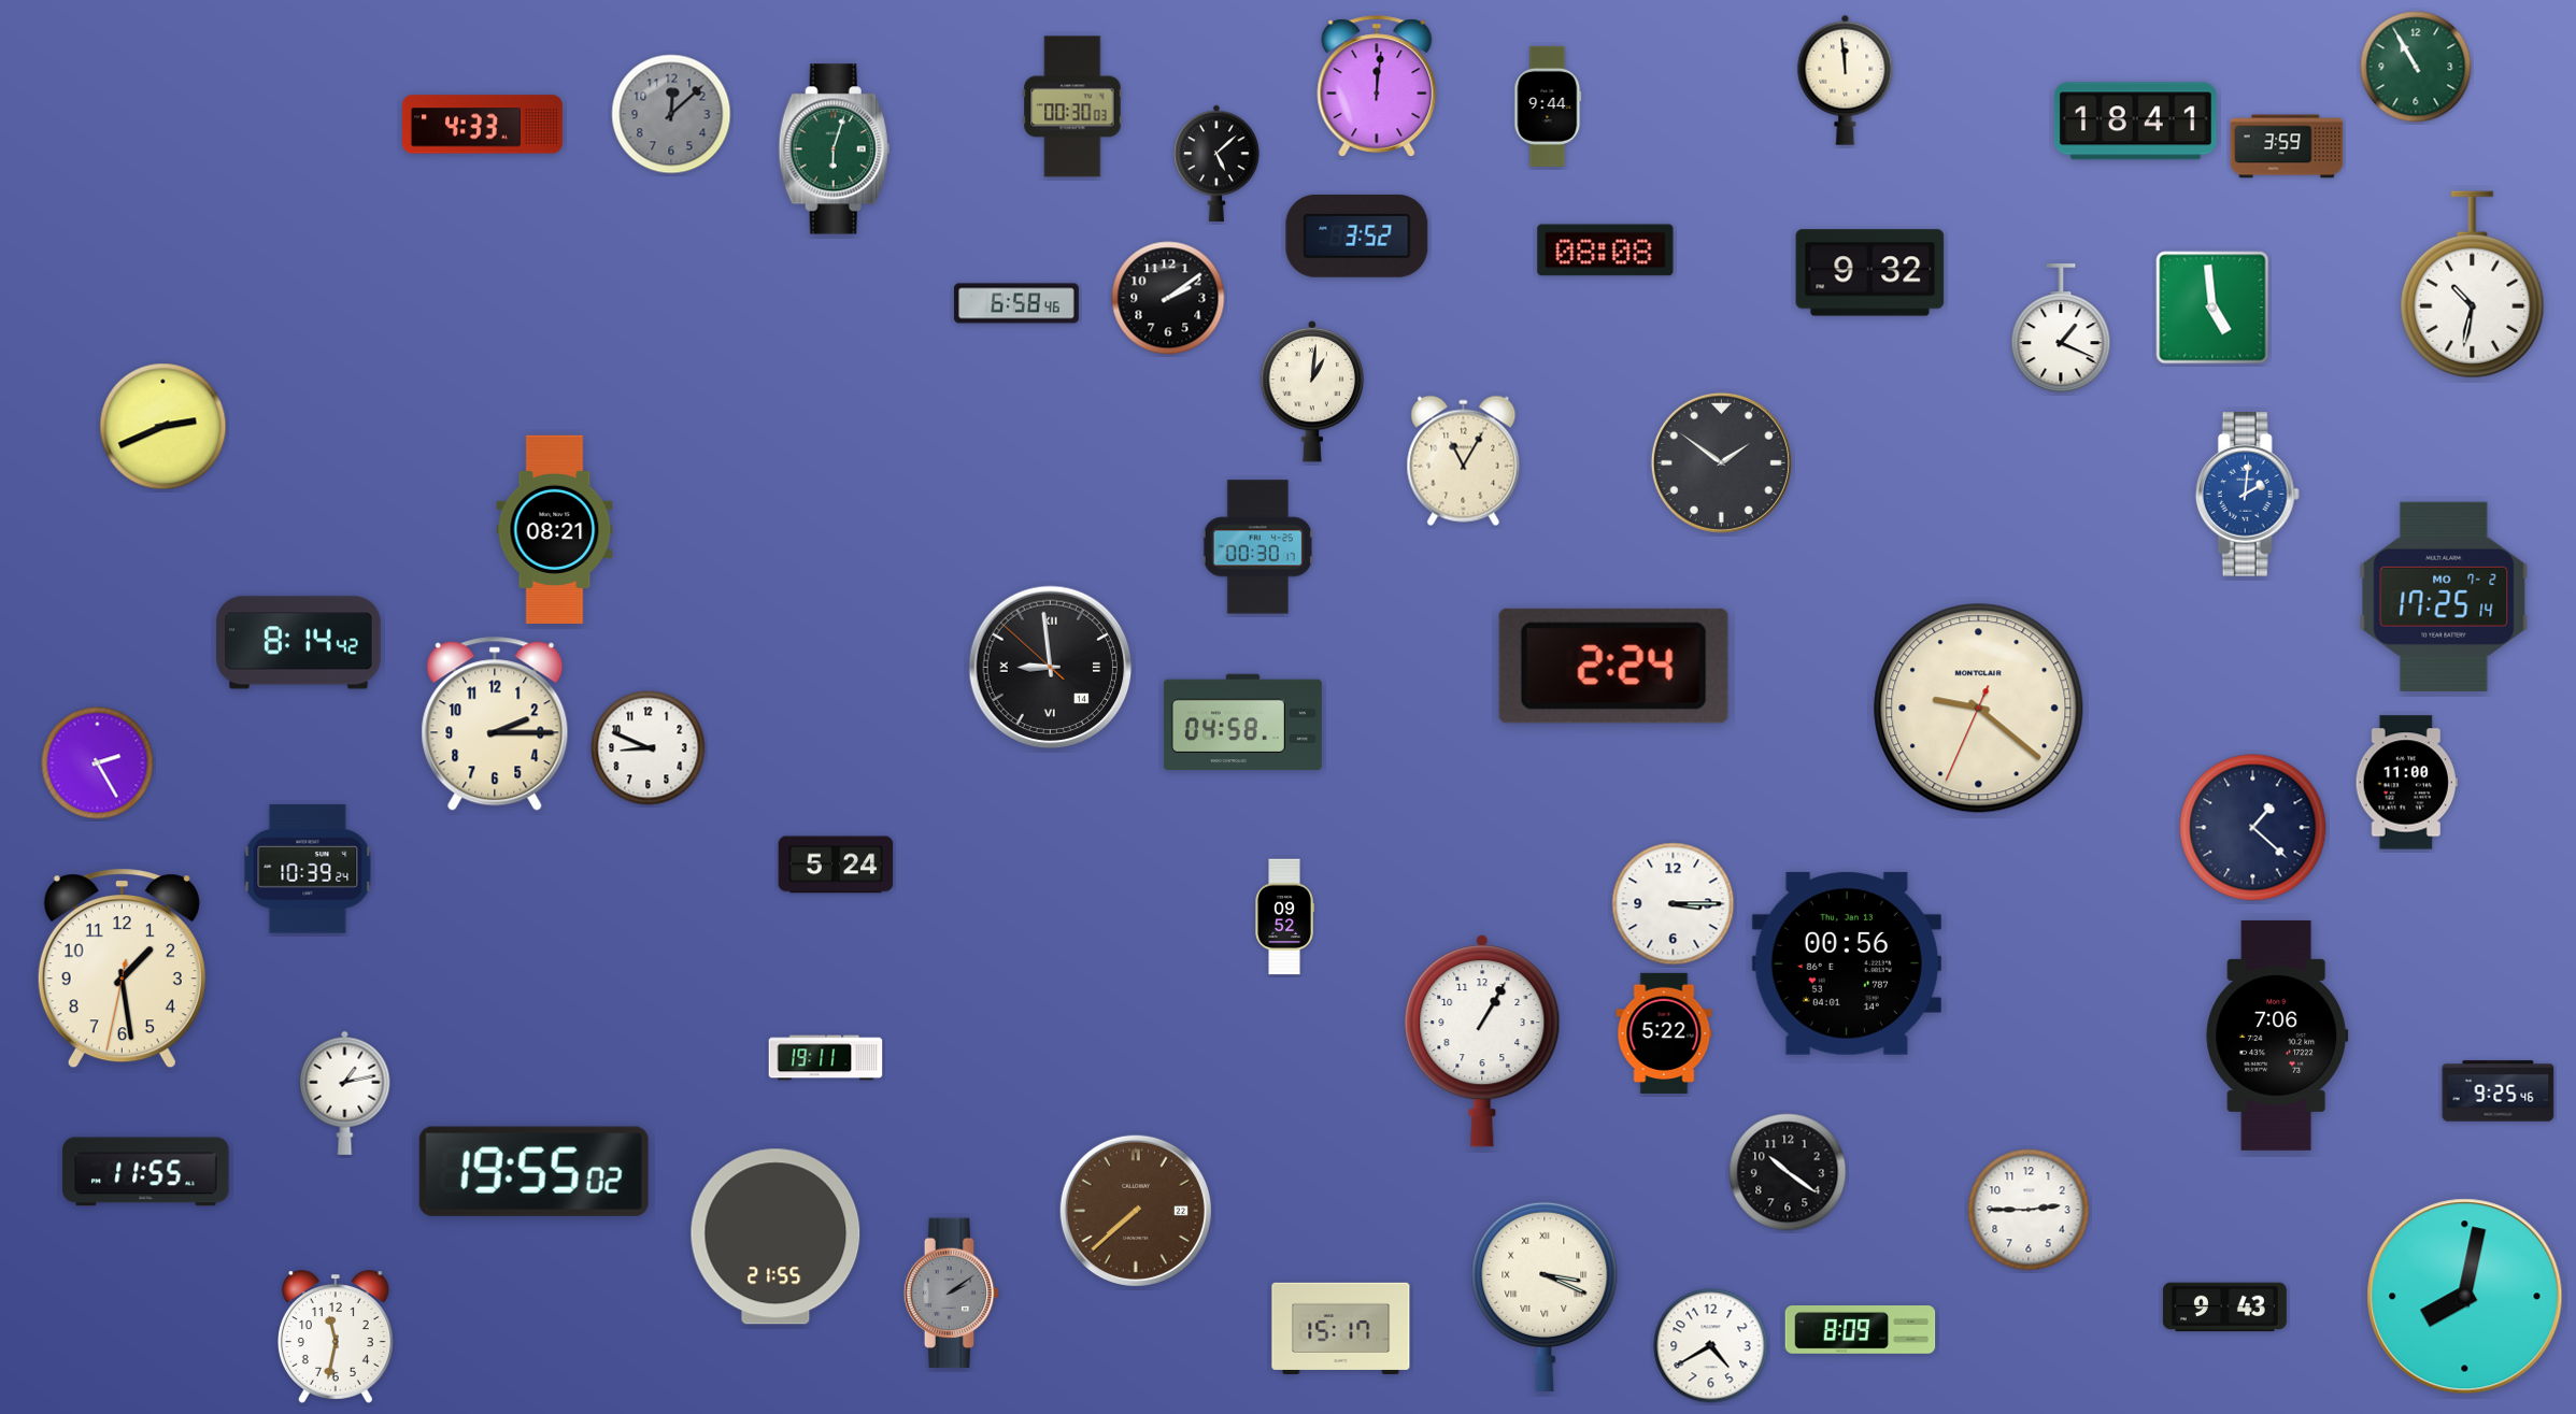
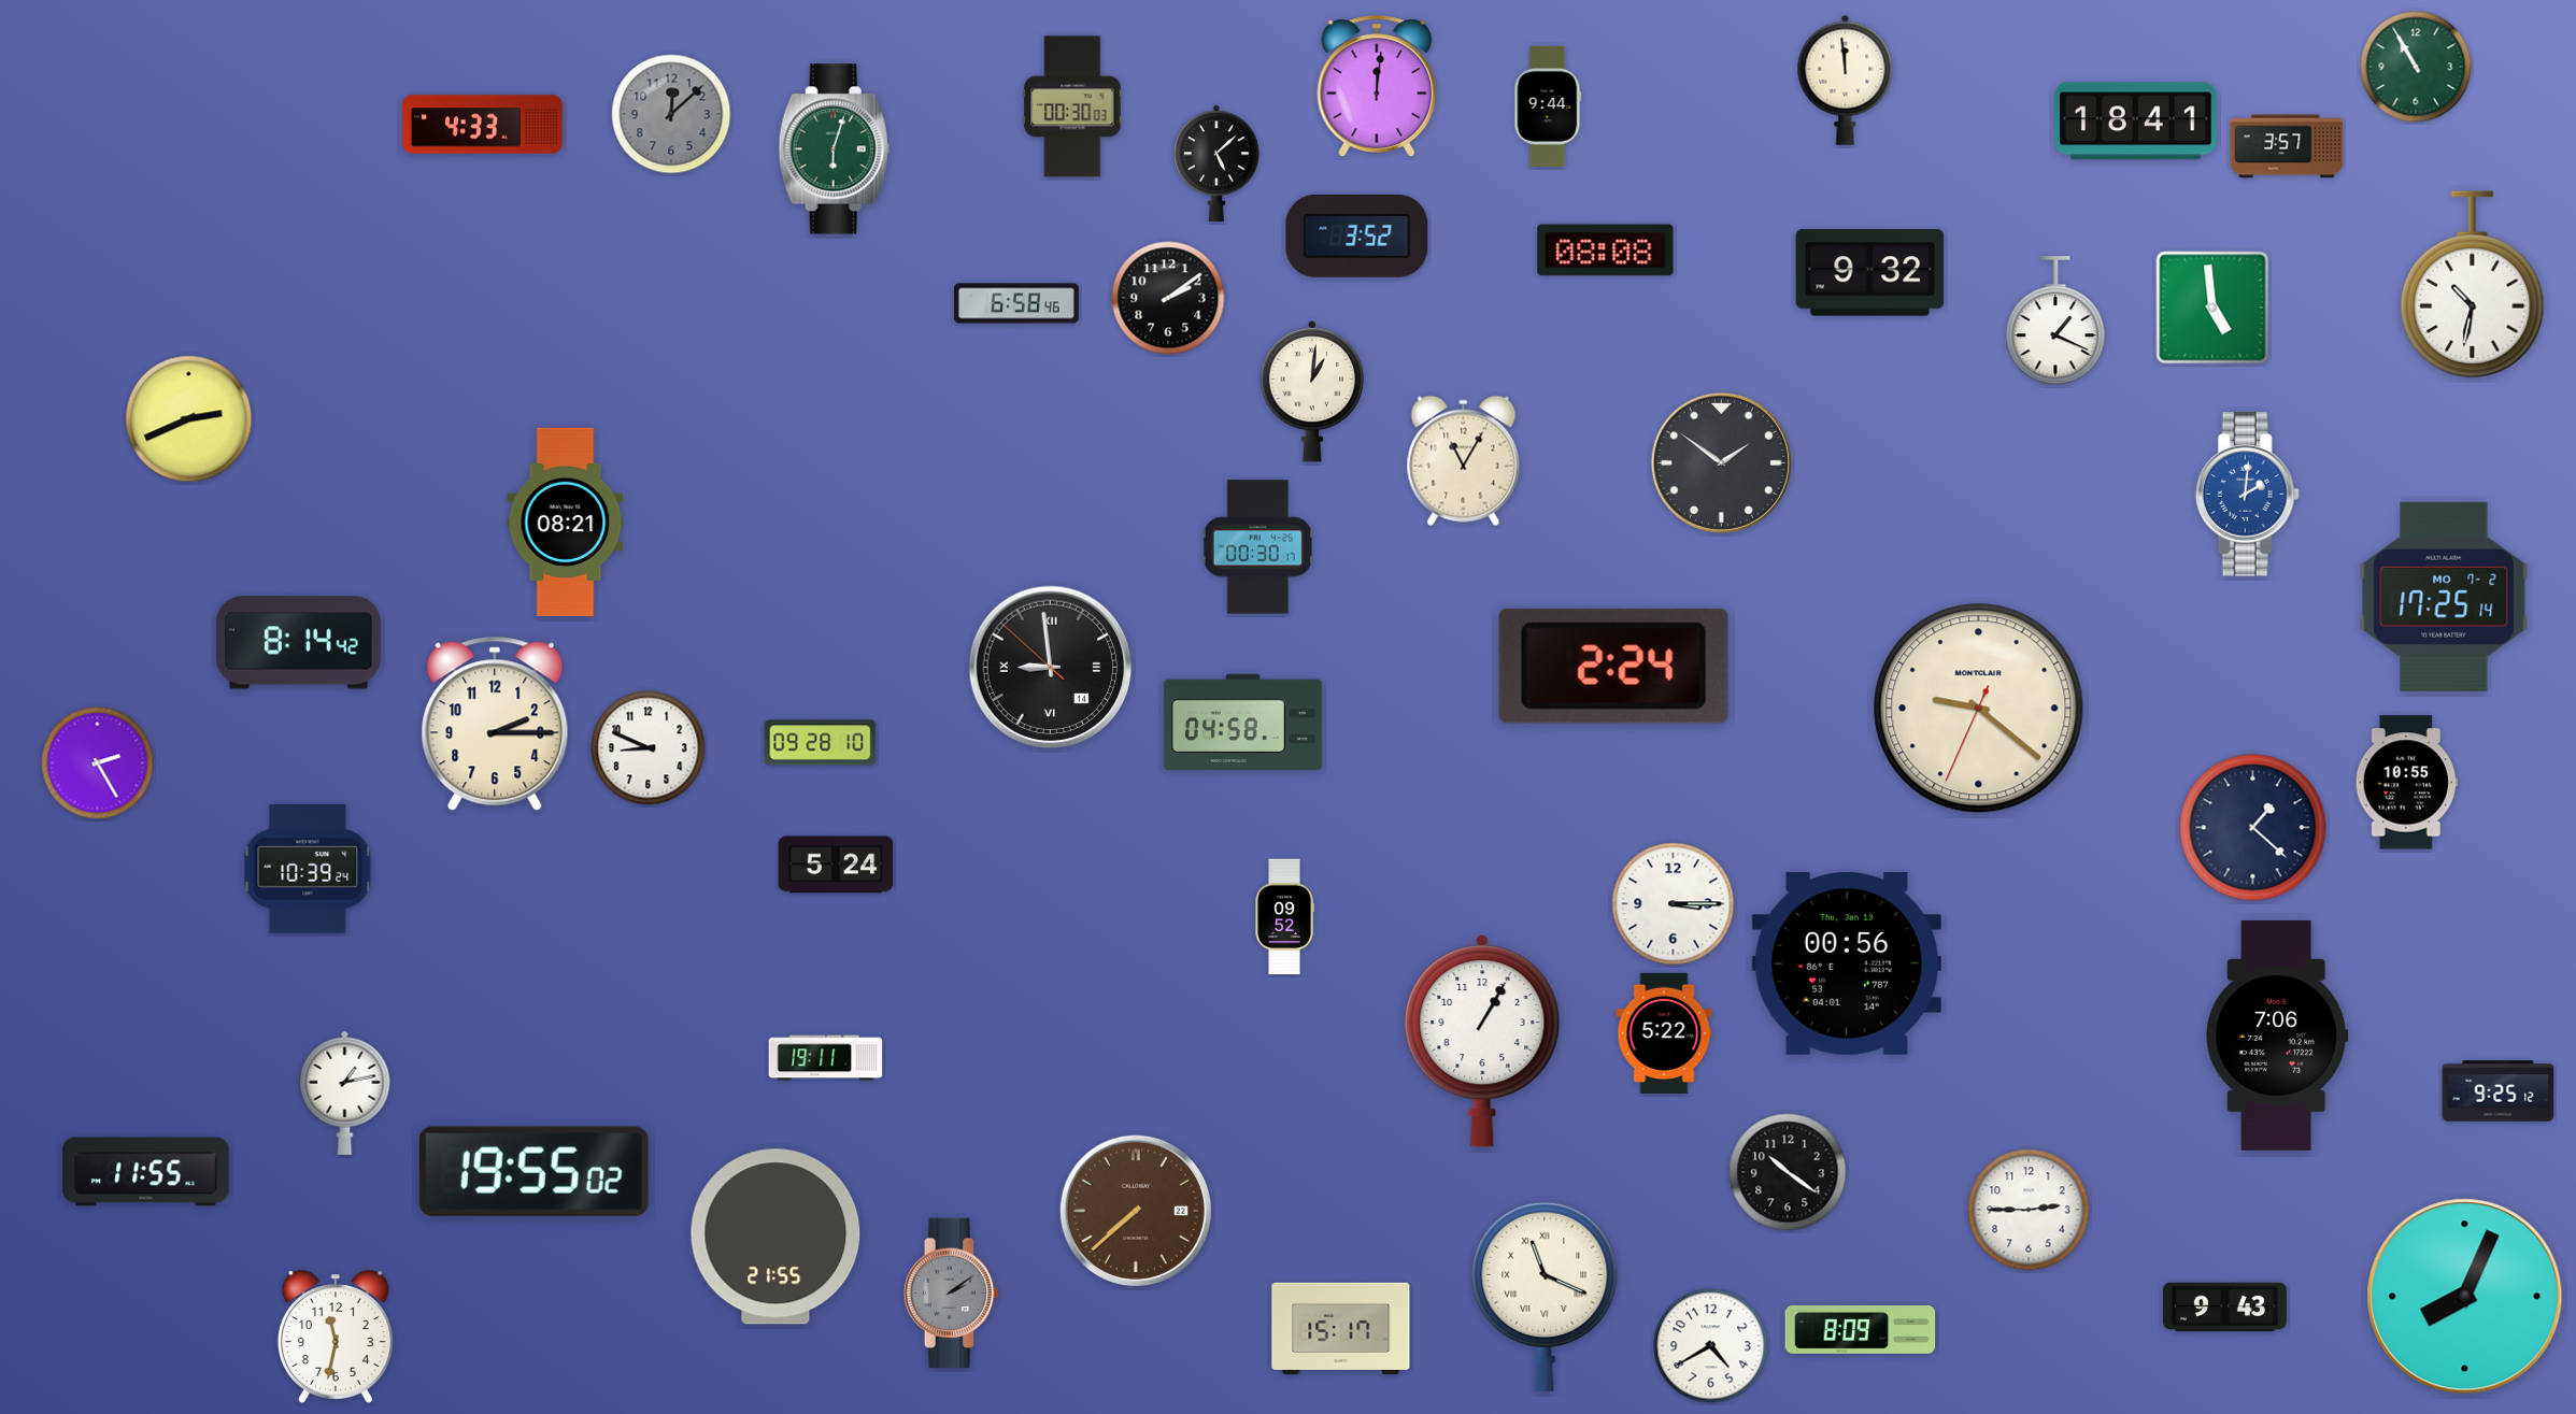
clock at (2287, 146): 3:59 -> 3:57
clock at (2061, 329) position: (2061, 329) -> (2055, 322)
clock at (163, 427) position: (163, 427) -> (189, 419)
clock at (555, 529) position: (555, 529) -> (566, 522)
clock at (821, 743): none -> 09:28
clock at (2406, 783): 11:00 -> 10:55
clock at (122, 969): 1:28 -> none
clock at (2499, 1091): 9:25:46 -> 9:25:12
clock at (1545, 1296): 3:19 -> 11:19
clock at (2465, 1297): 8:02 -> 8:04
